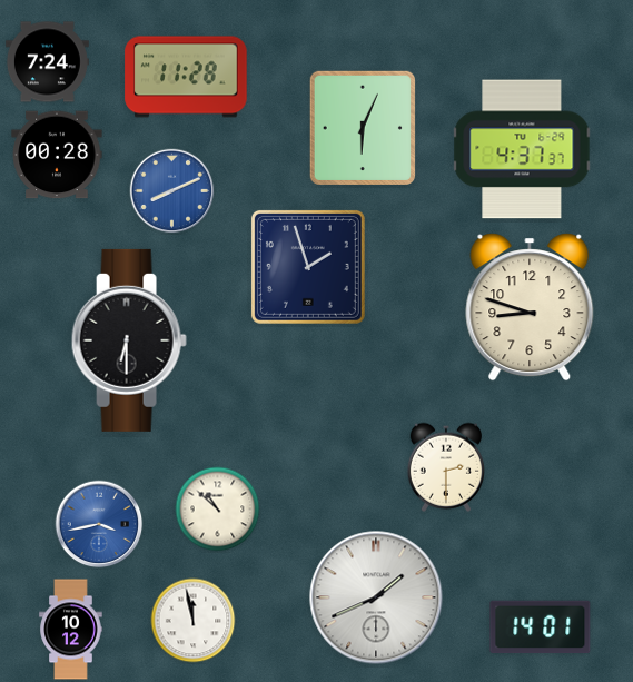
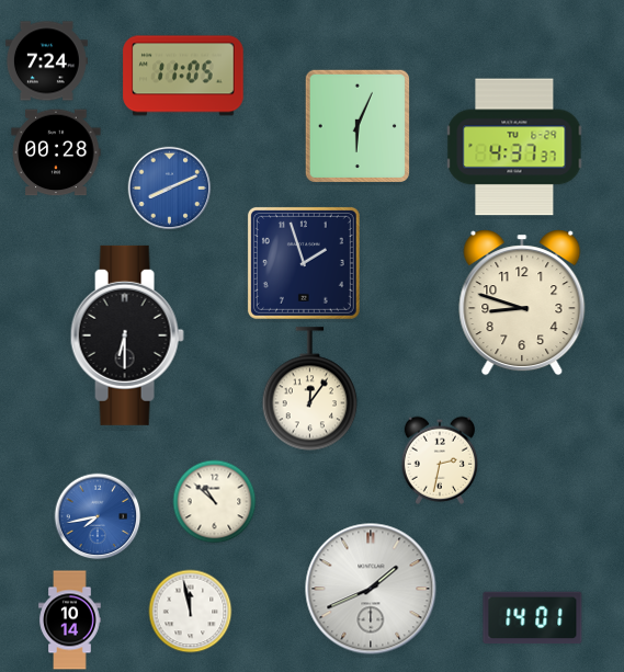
clock at (186, 77): 11:28 -> 11:05
clock at (310, 389): none -> 12:06
clock at (445, 467): 2:30 -> 2:32
clock at (99, 524): 3:43 -> 7:43
clock at (71, 630): 10:12 -> 10:14
